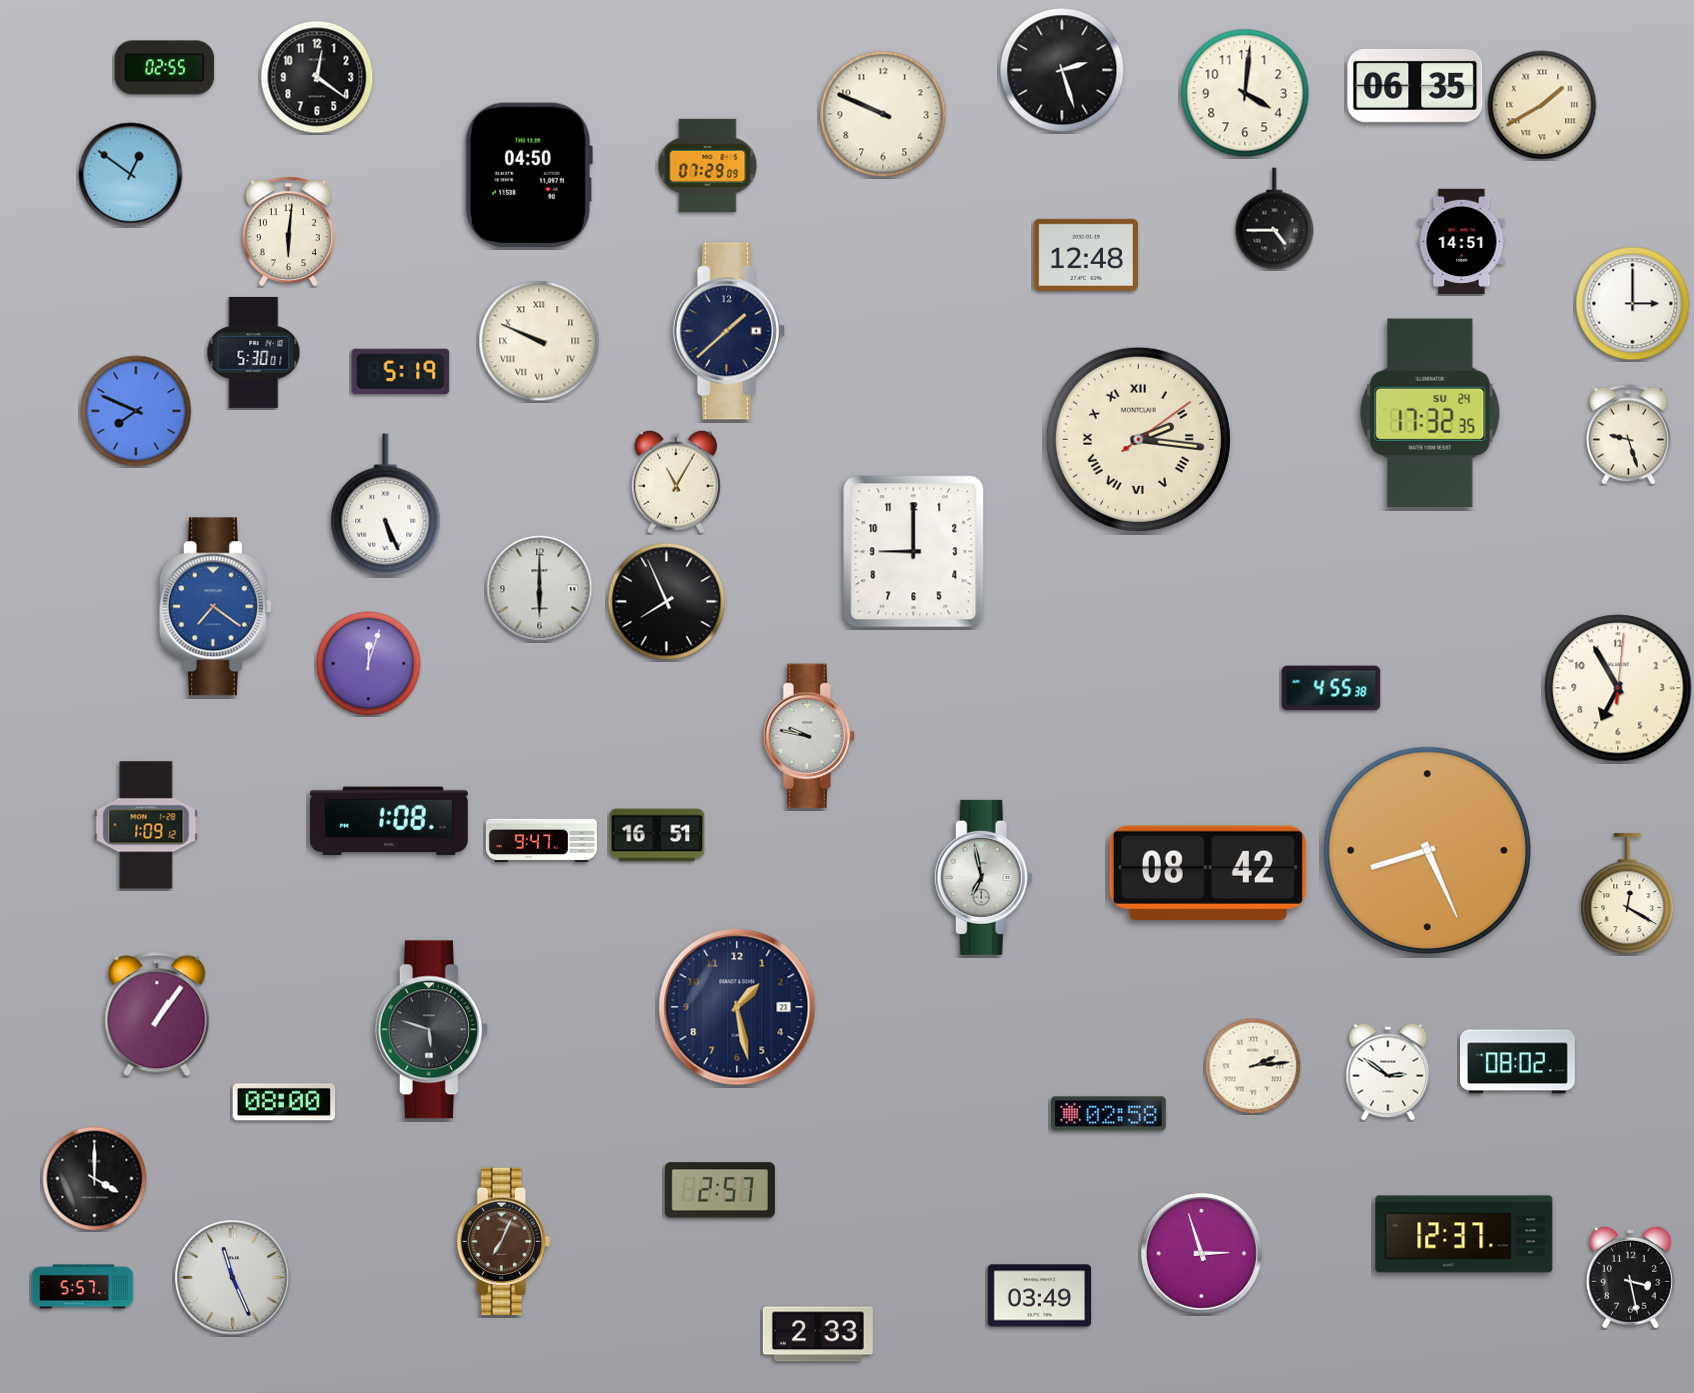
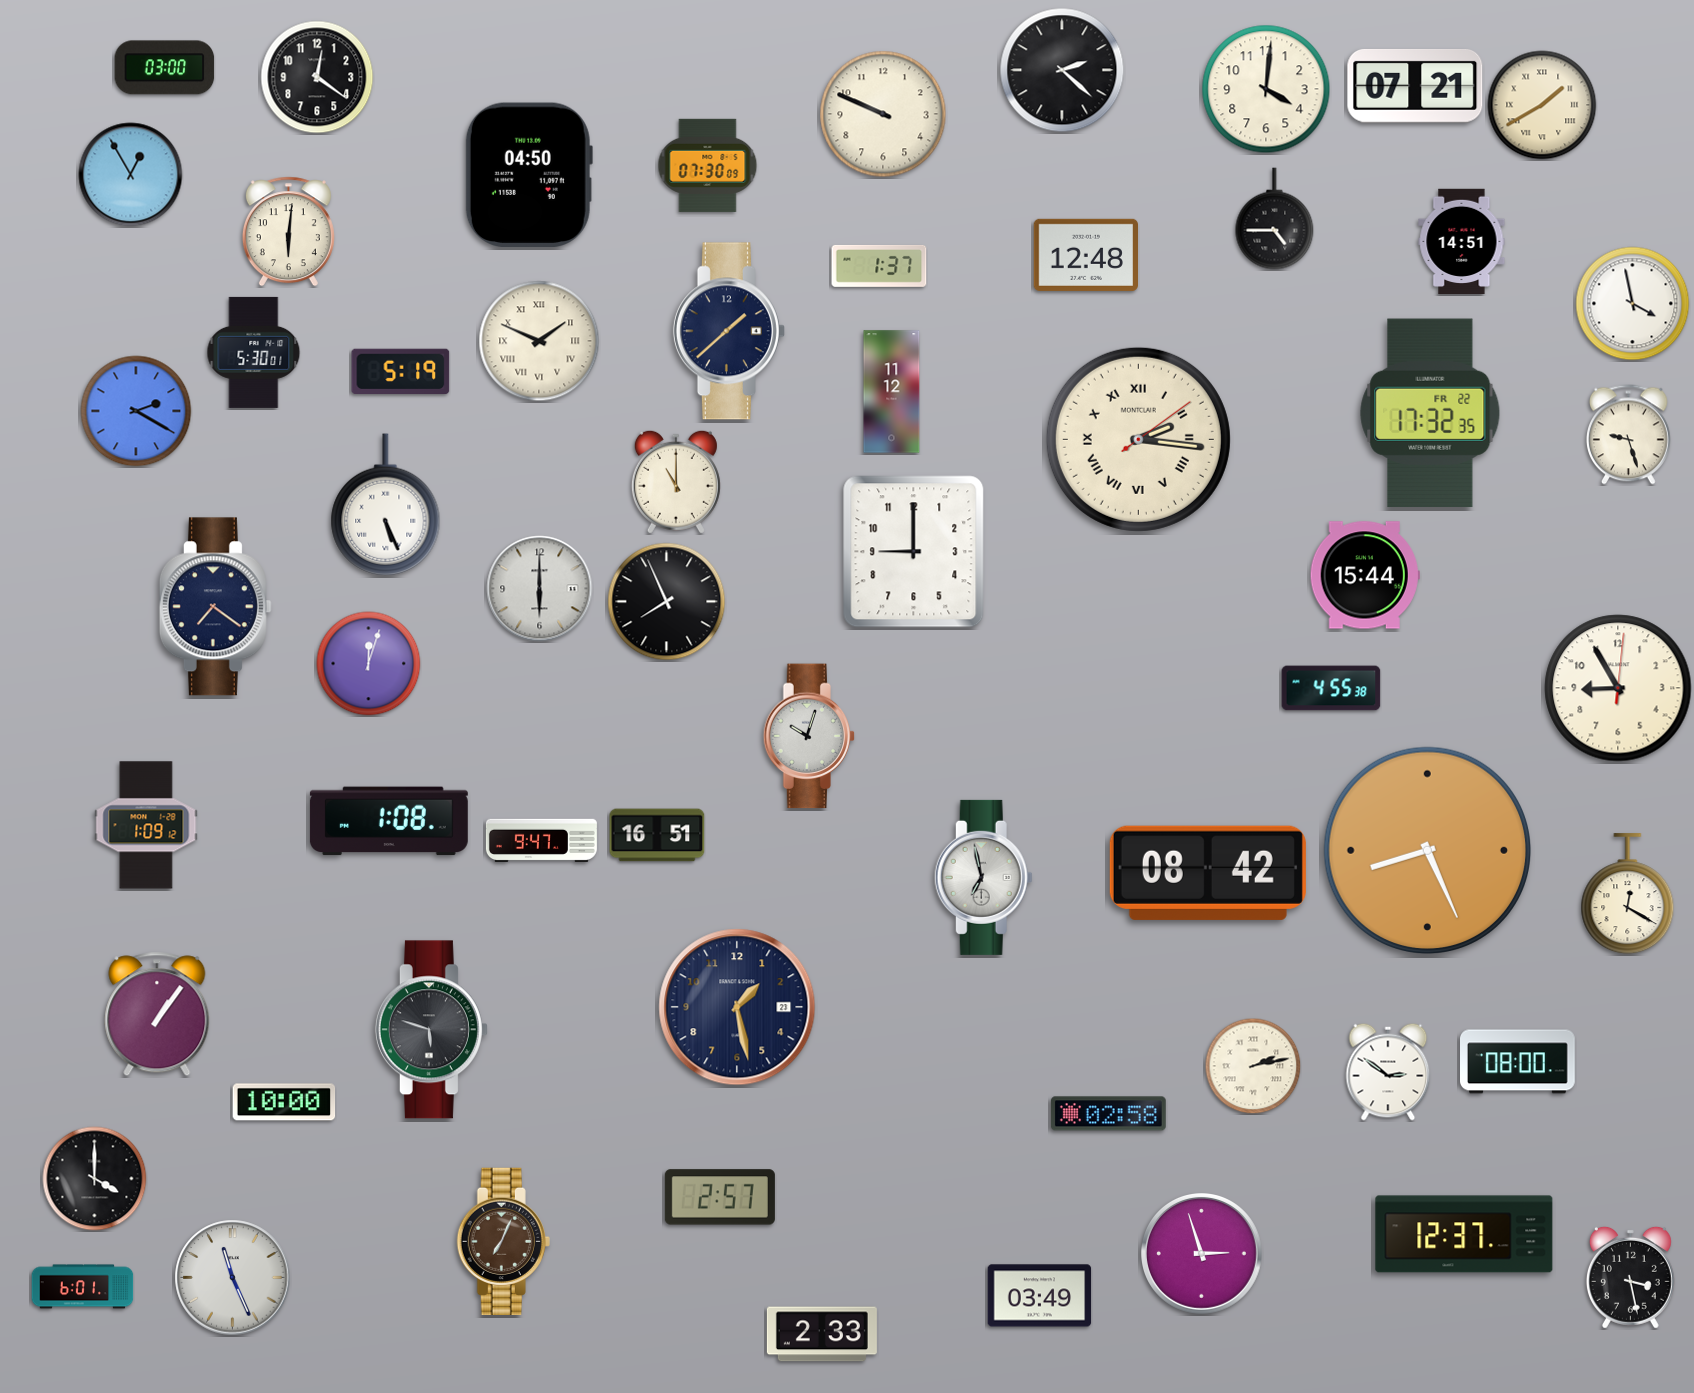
clock at (165, 68): 02:55 -> 03:00
clock at (1062, 70): 2:27 -> 2:22
clock at (1415, 86): 06:35 -> 07:21
clock at (1245, 93) position: (1245, 93) -> (1266, 89)
clock at (708, 165): 07:29 -> 07:30
clock at (131, 175): 12:51 -> 12:55
clock at (879, 266): none -> 1:37
clock at (1633, 304): 3:00 -> 3:58
clock at (539, 341): 9:49 -> 1:49
clock at (892, 392): none -> 11:12
clock at (136, 411): 7:49 -> 2:20
clock at (1430, 413) date: SU 24 -> FR 22
clock at (676, 482): 11:05 -> 11:00
clock at (1365, 575): none -> 15:44
clock at (215, 607) dial: blue -> navy
clock at (1618, 688): 6:55 -> 8:55
clock at (809, 736): 9:47 -> 10:03
clock at (1518, 1062): 08:02 -> 08:00
clock at (1253, 1066): 2:14 -> 2:13
clock at (284, 1102): 08:00 -> 10:00
clock at (720, 1190) position: (720, 1190) -> (720, 1197)
clock at (83, 1287): 5:57 -> 6:01
clock at (818, 1334) position: (818, 1334) -> (822, 1334)
